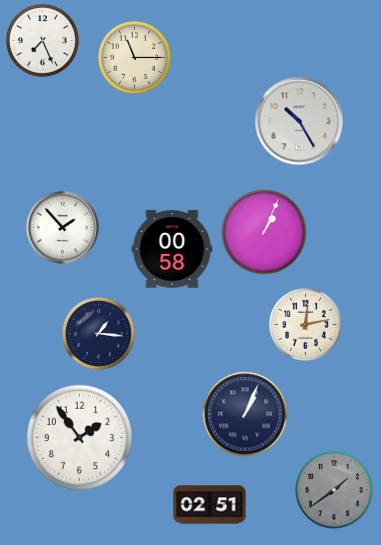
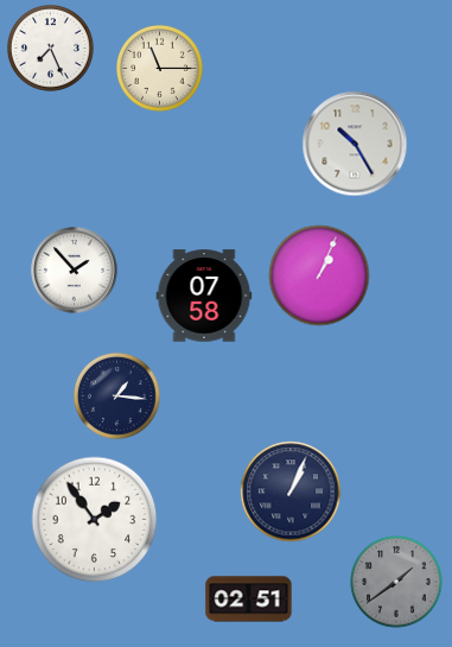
clock at (264, 232) position: (264, 232) -> (319, 275)
clock at (172, 249): 00:58 -> 07:58
clock at (306, 325): 12:13 -> none
